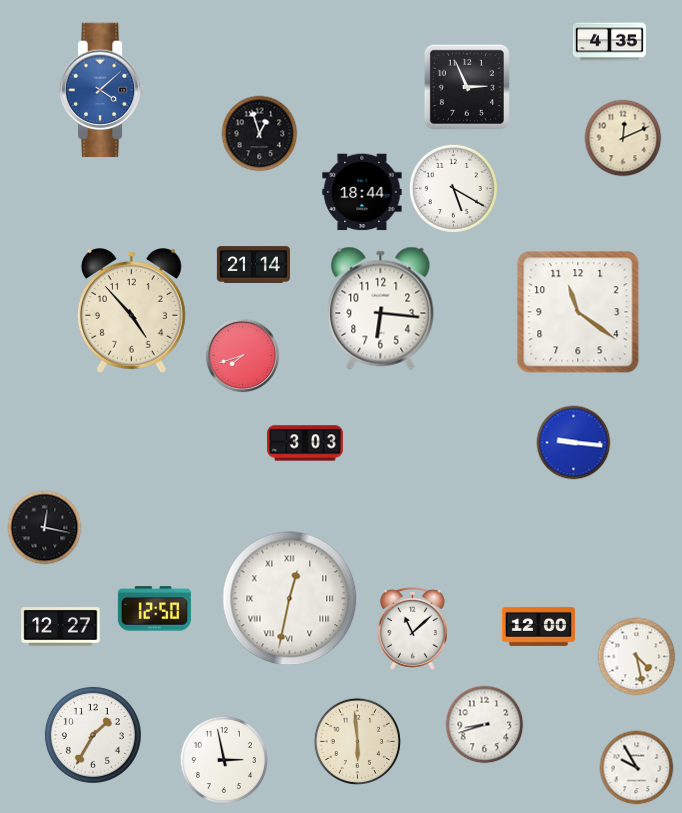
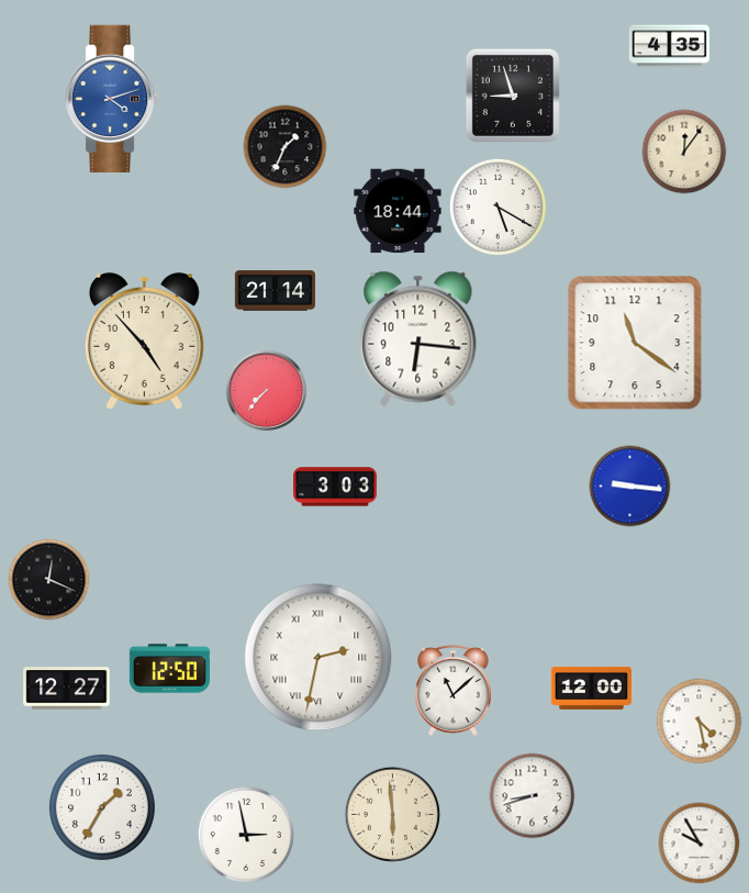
clock at (467, 87): 2:56 -> 8:57
clock at (102, 90): 4:08 -> 4:12
clock at (260, 134): 12:57 -> 1:34
clock at (623, 138): 12:11 -> 12:06
clock at (253, 265) position: (253, 265) -> (275, 291)
clock at (243, 356): 7:42 -> 7:37
clock at (45, 528): 12:17 -> 12:19
clock at (290, 599): 12:32 -> 2:32
